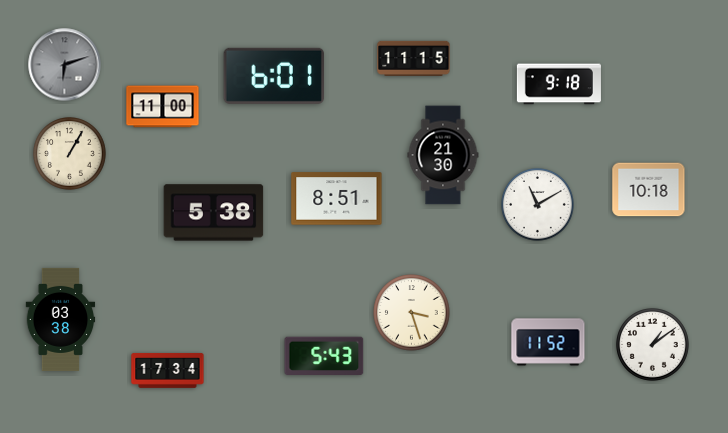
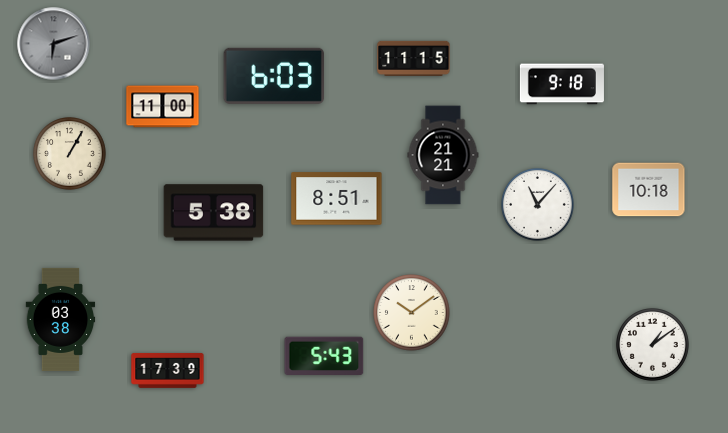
clock at (65, 65) position: (65, 65) -> (54, 44)
clock at (273, 76): 6:01 -> 6:03
clock at (559, 84) position: (559, 84) -> (562, 84)
clock at (443, 155): 21:30 -> 21:21
clock at (538, 205): 11:10 -> 11:07
clock at (412, 313): 3:27 -> 10:09
clock at (548, 342): 11:52 -> none
clock at (168, 370): 17:34 -> 17:39
